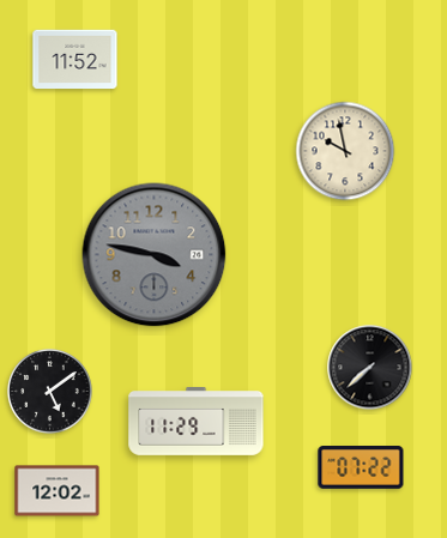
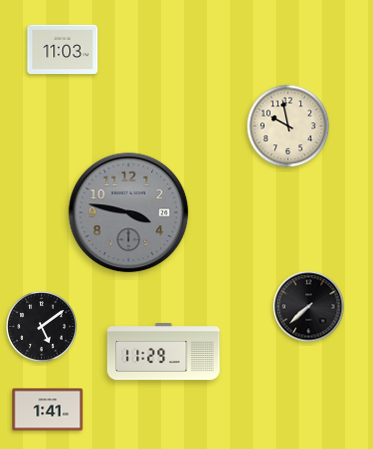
clock at (75, 60): 11:52 -> 11:03
clock at (361, 469): 07:22 -> none
clock at (58, 491): 12:02 -> 1:41
